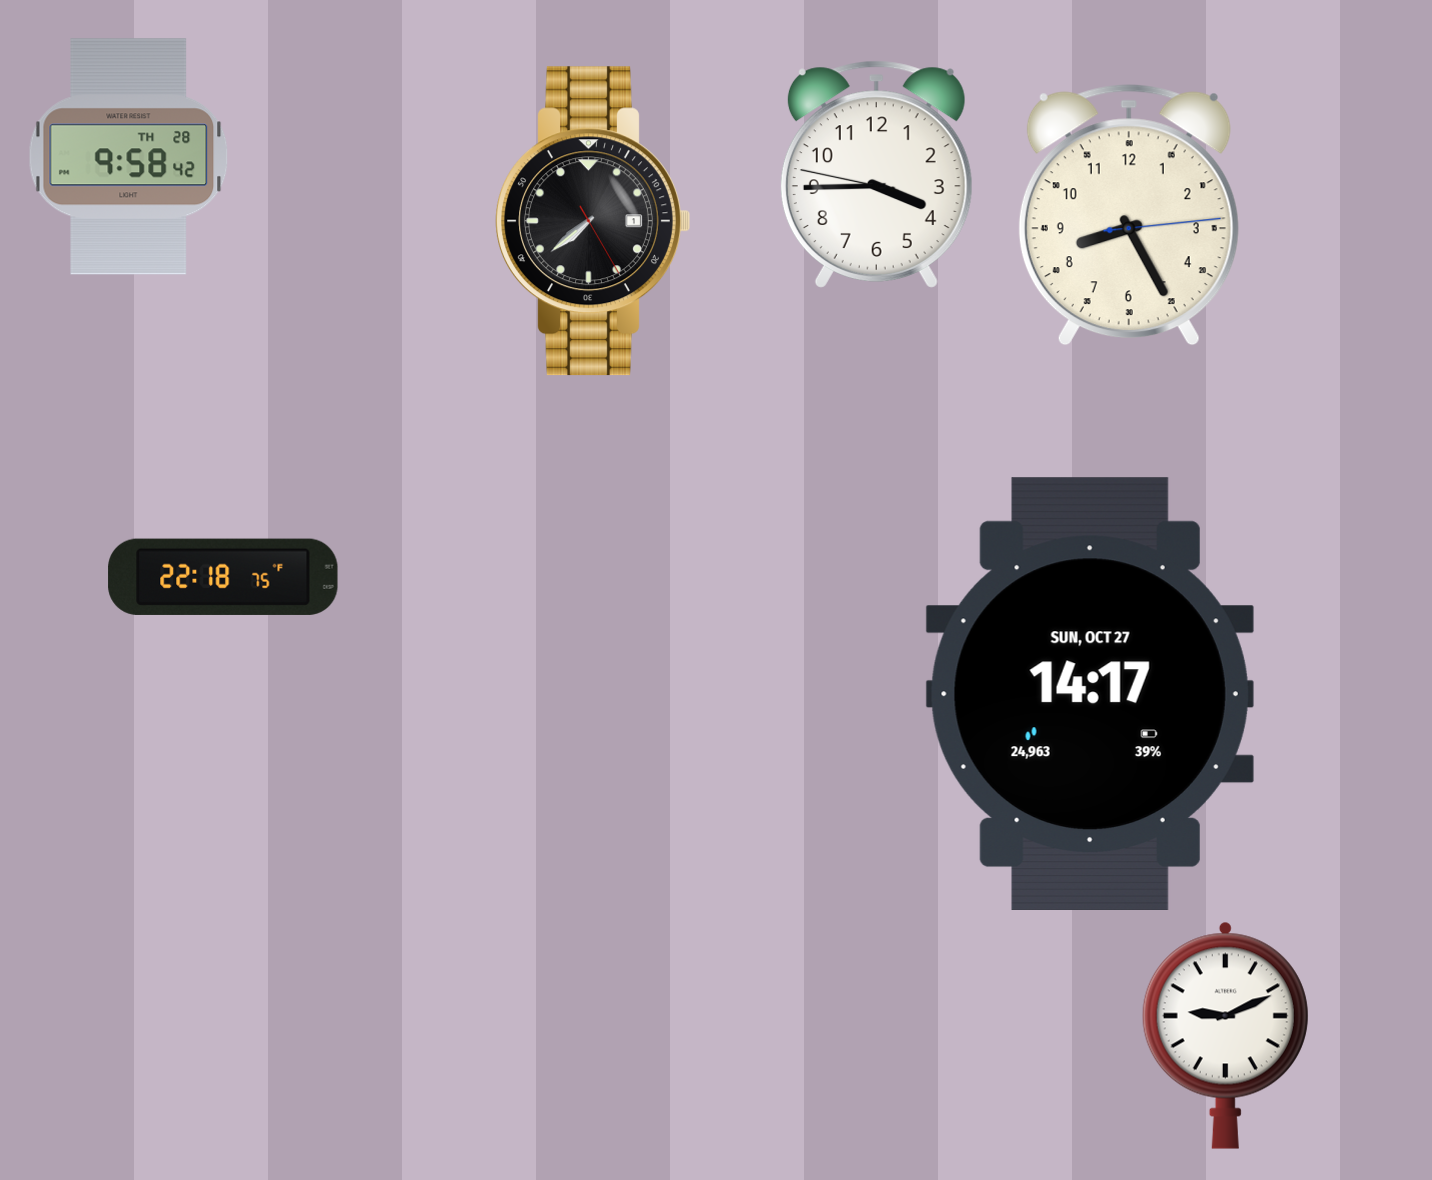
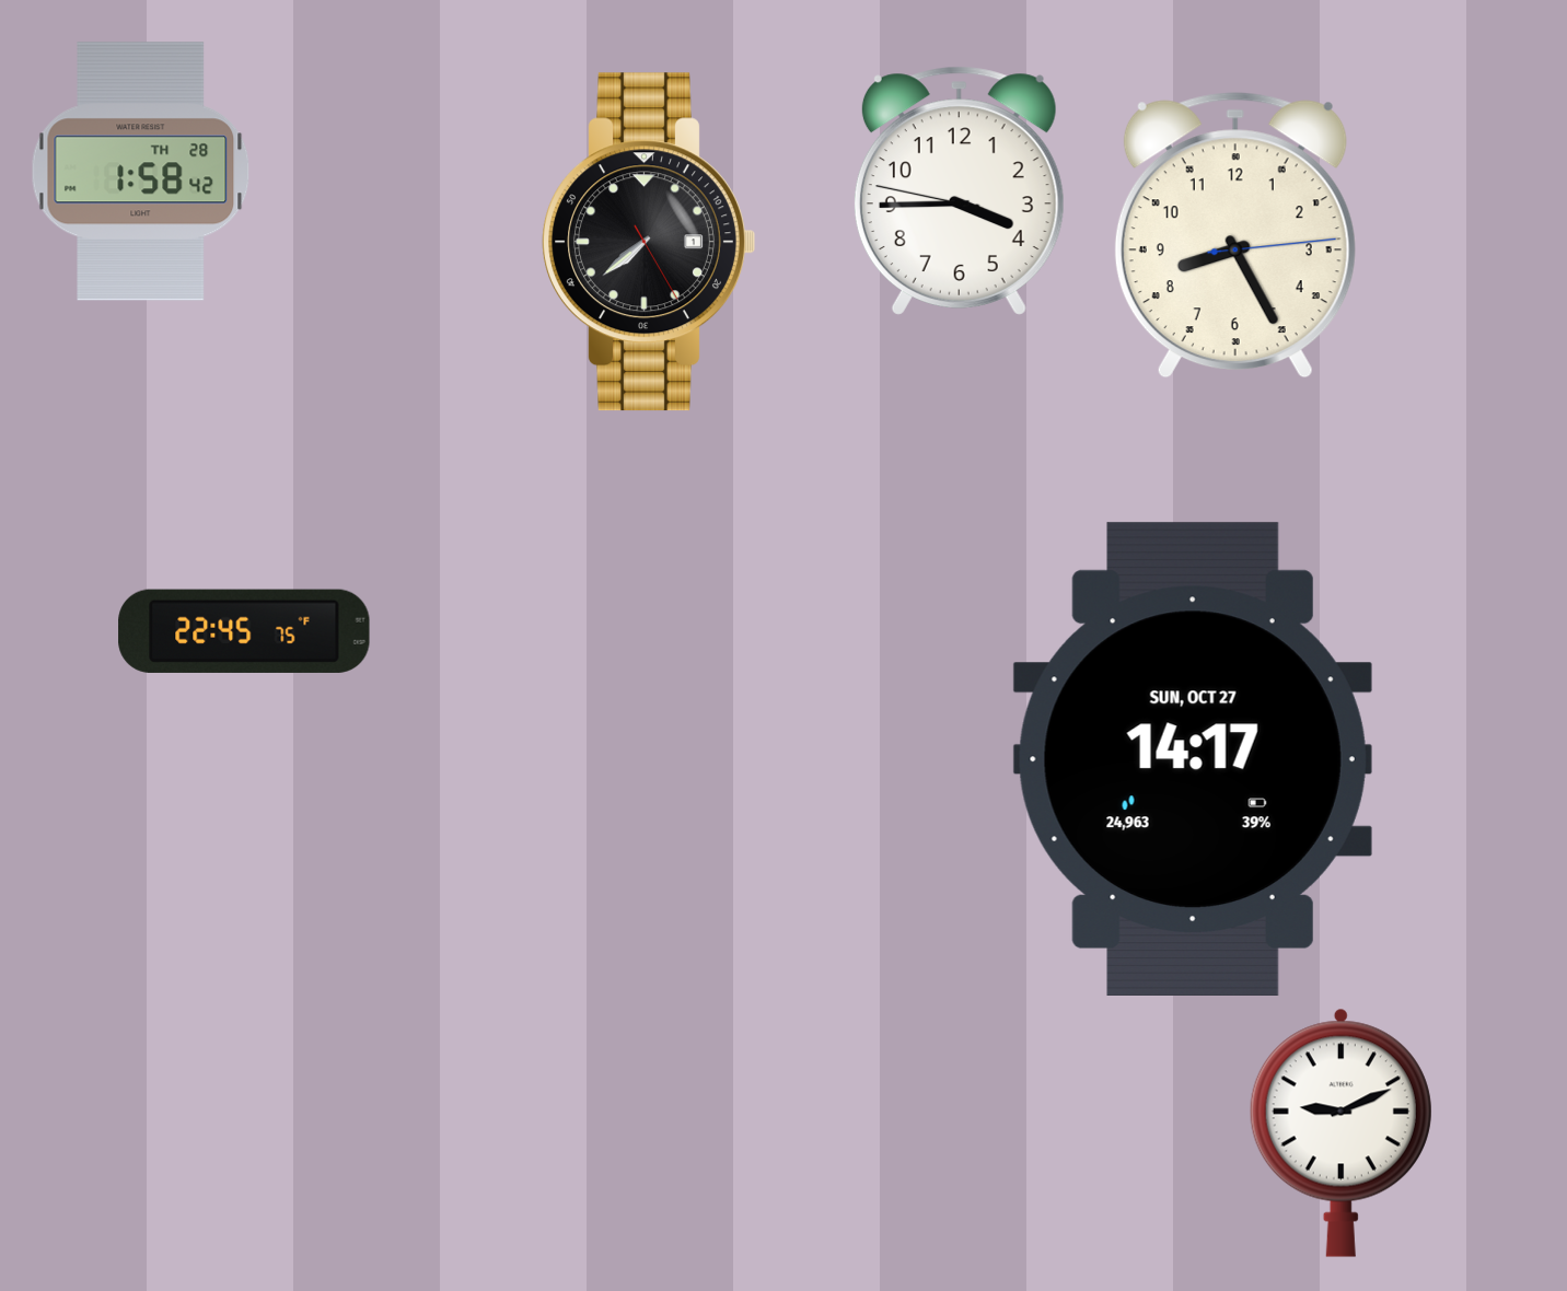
clock at (129, 157): 9:58 -> 1:58
clock at (223, 577): 22:18 -> 22:45
